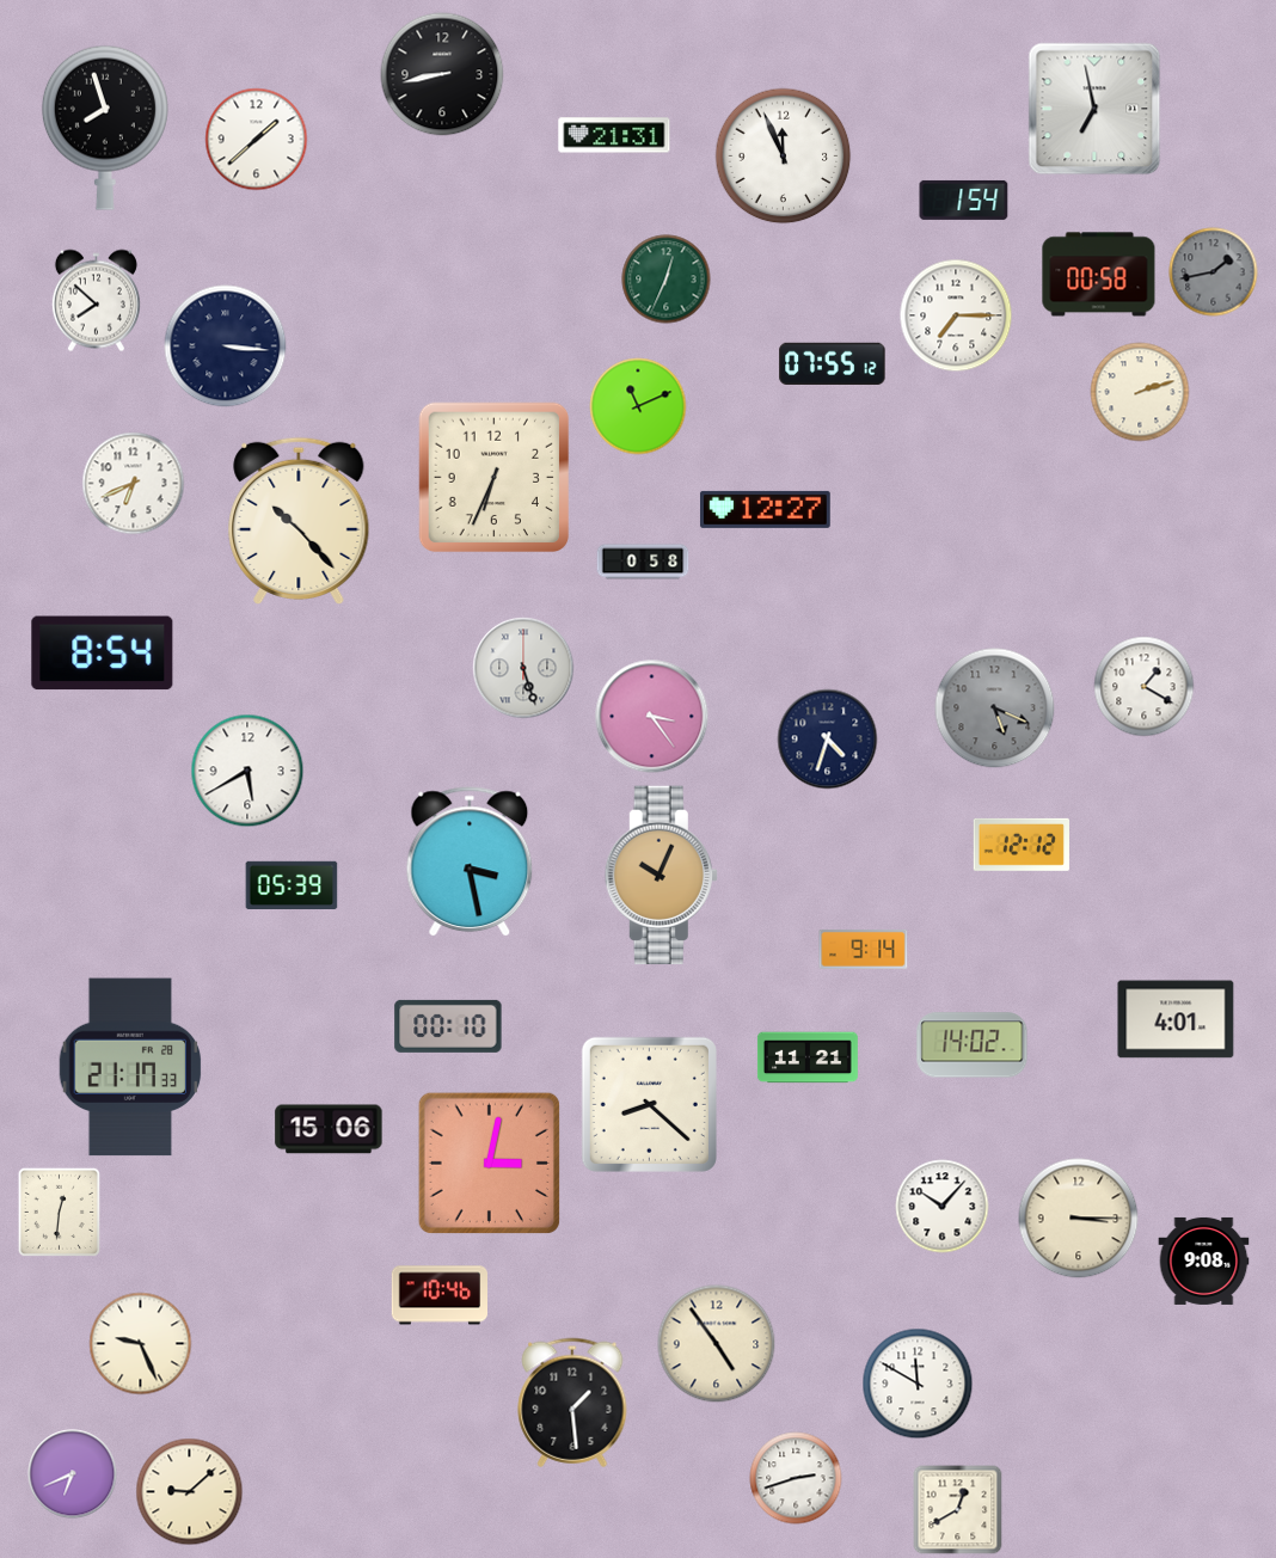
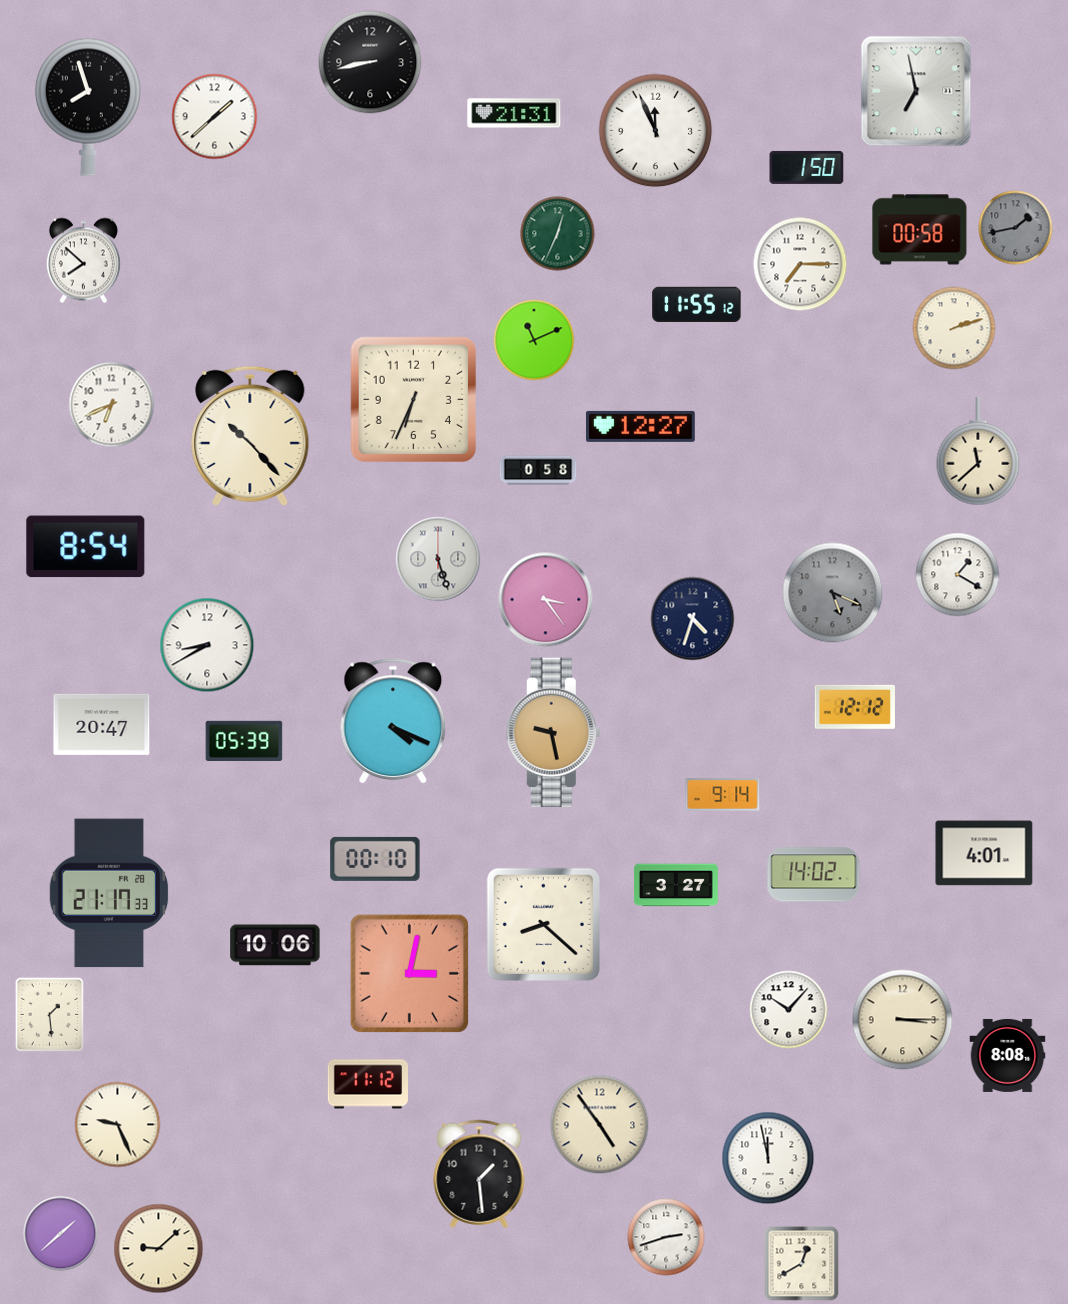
clock at (964, 200): 1:54 -> 1:50
clock at (96, 301) position: (96, 301) -> (83, 261)
clock at (226, 346): 3:16 -> none
clock at (833, 363): 07:55 -> 11:55
clock at (978, 451): none -> 11:38
clock at (247, 771): 5:40 -> 8:40
clock at (470, 863): 3:28 -> 4:19
clock at (102, 724): none -> 20:47
clock at (661, 876): 10:04 -> 9:28
clock at (808, 1057): 11:21 -> 3:27
clock at (329, 1129): 15:06 -> 10:06
clock at (59, 1212): 12:31 -> 1:29
clock at (1204, 1260): 9:08 -> 8:08
clock at (438, 1295): 10:46 -> 11:12
clock at (918, 1384): 11:50 -> 11:58
clock at (73, 1474): 6:41 -> 1:38
